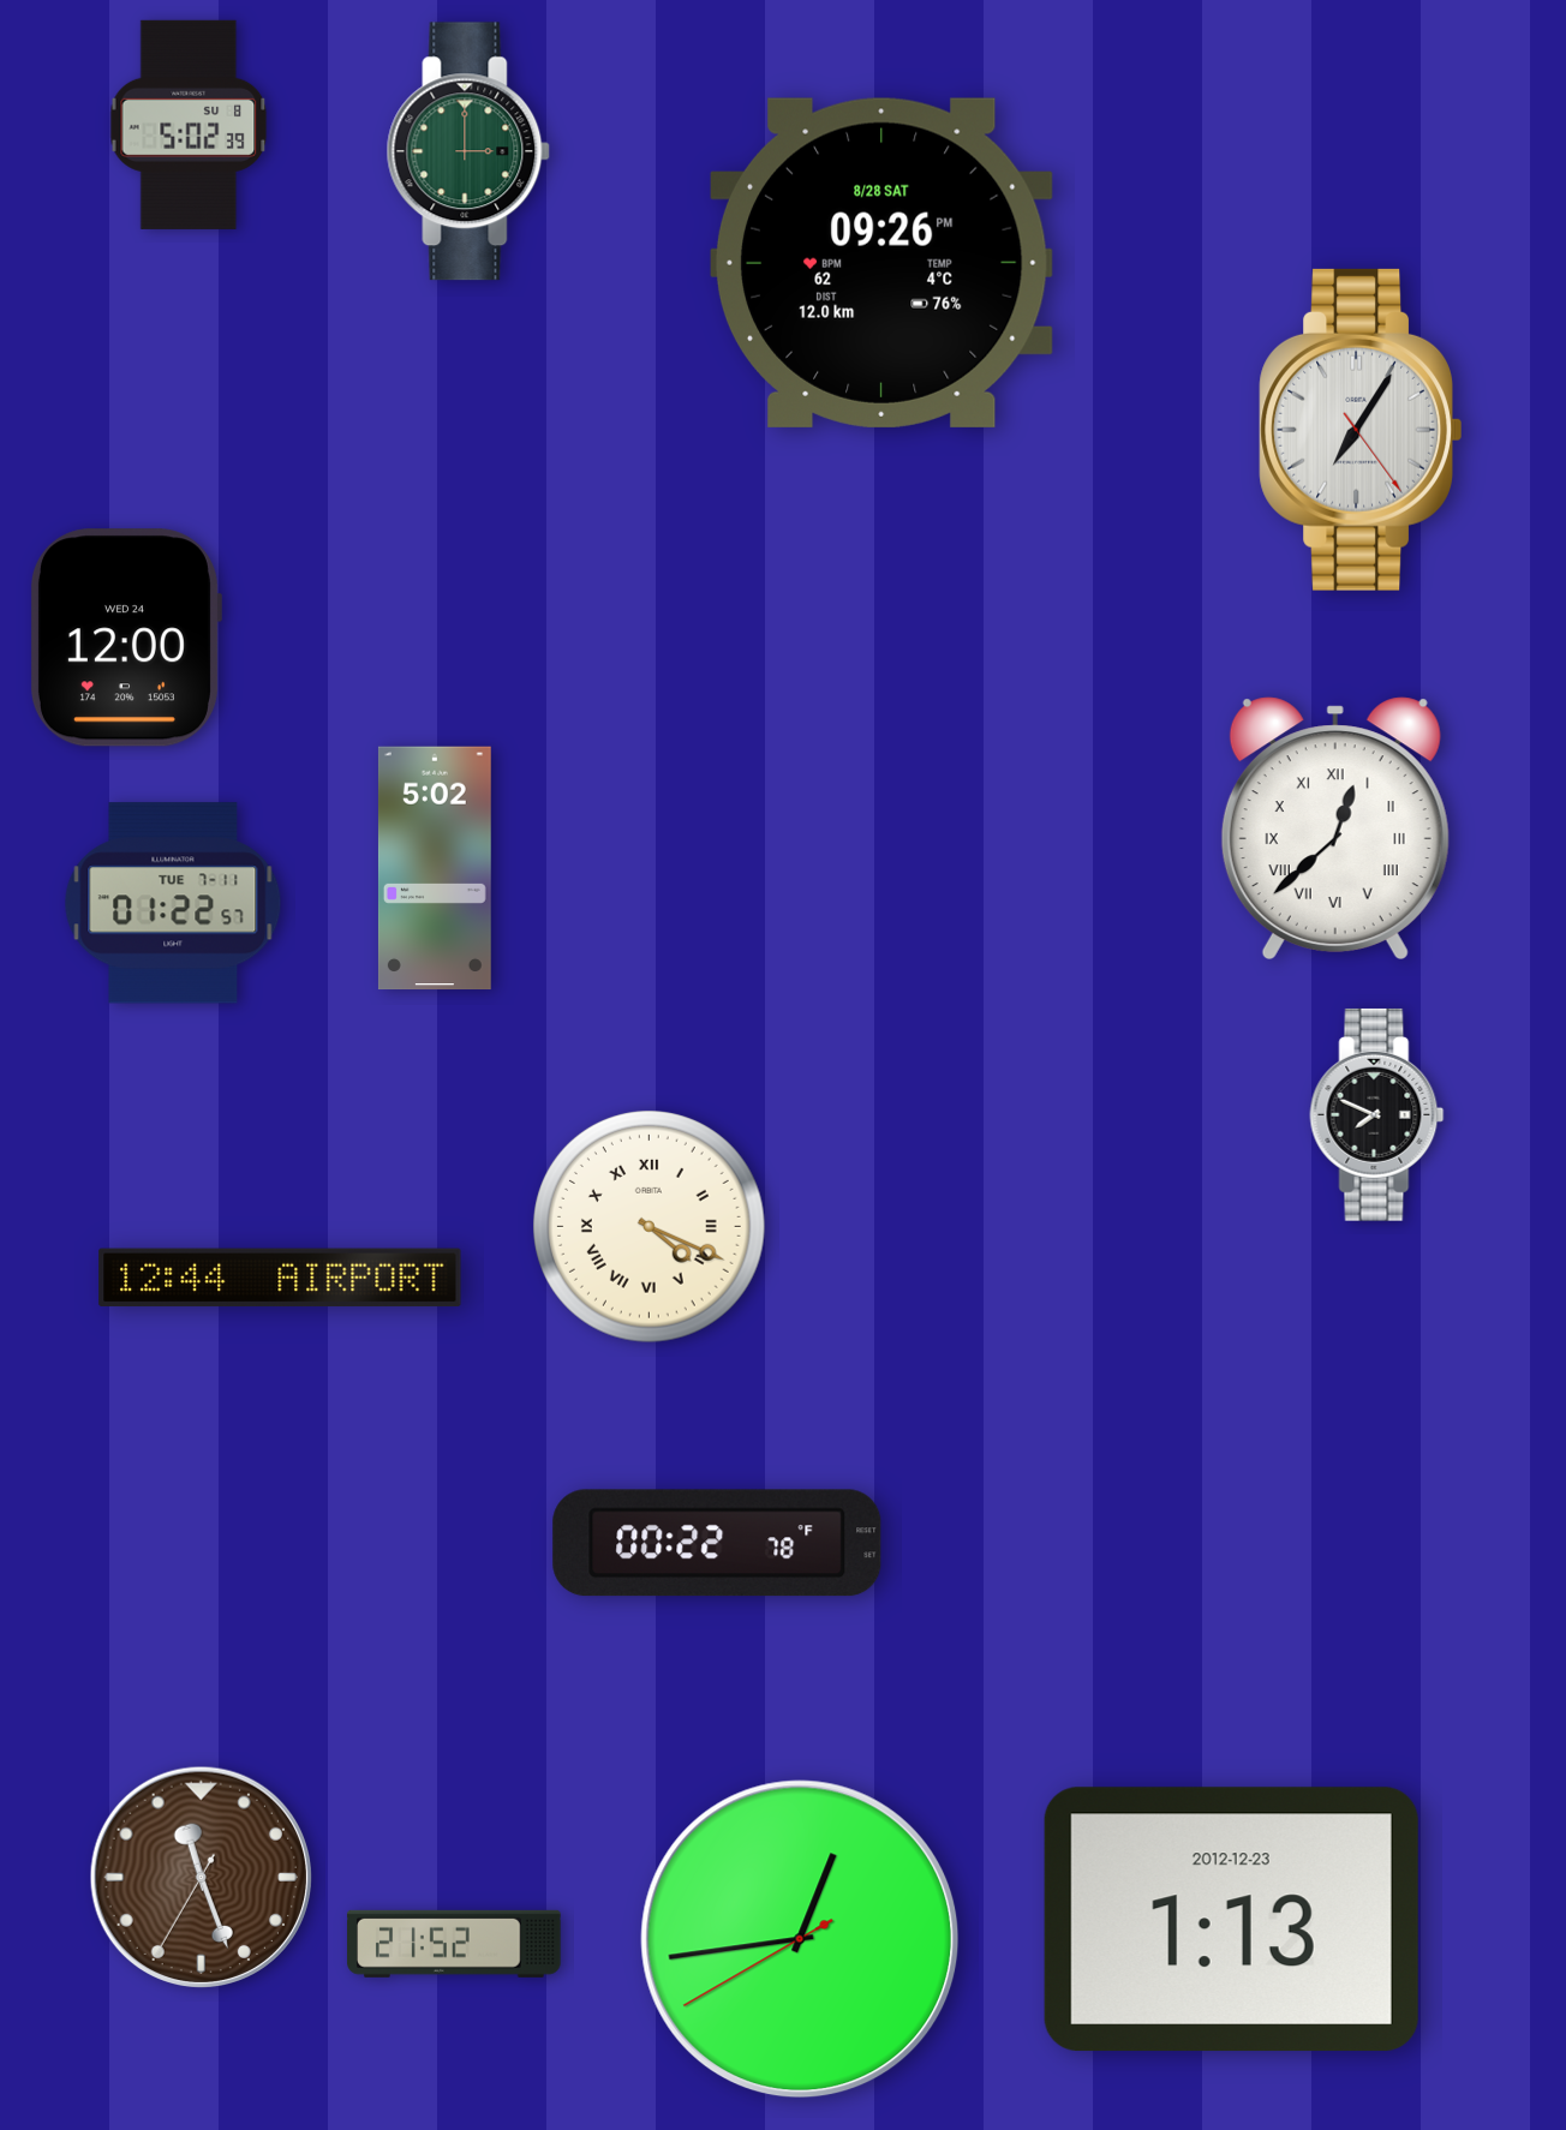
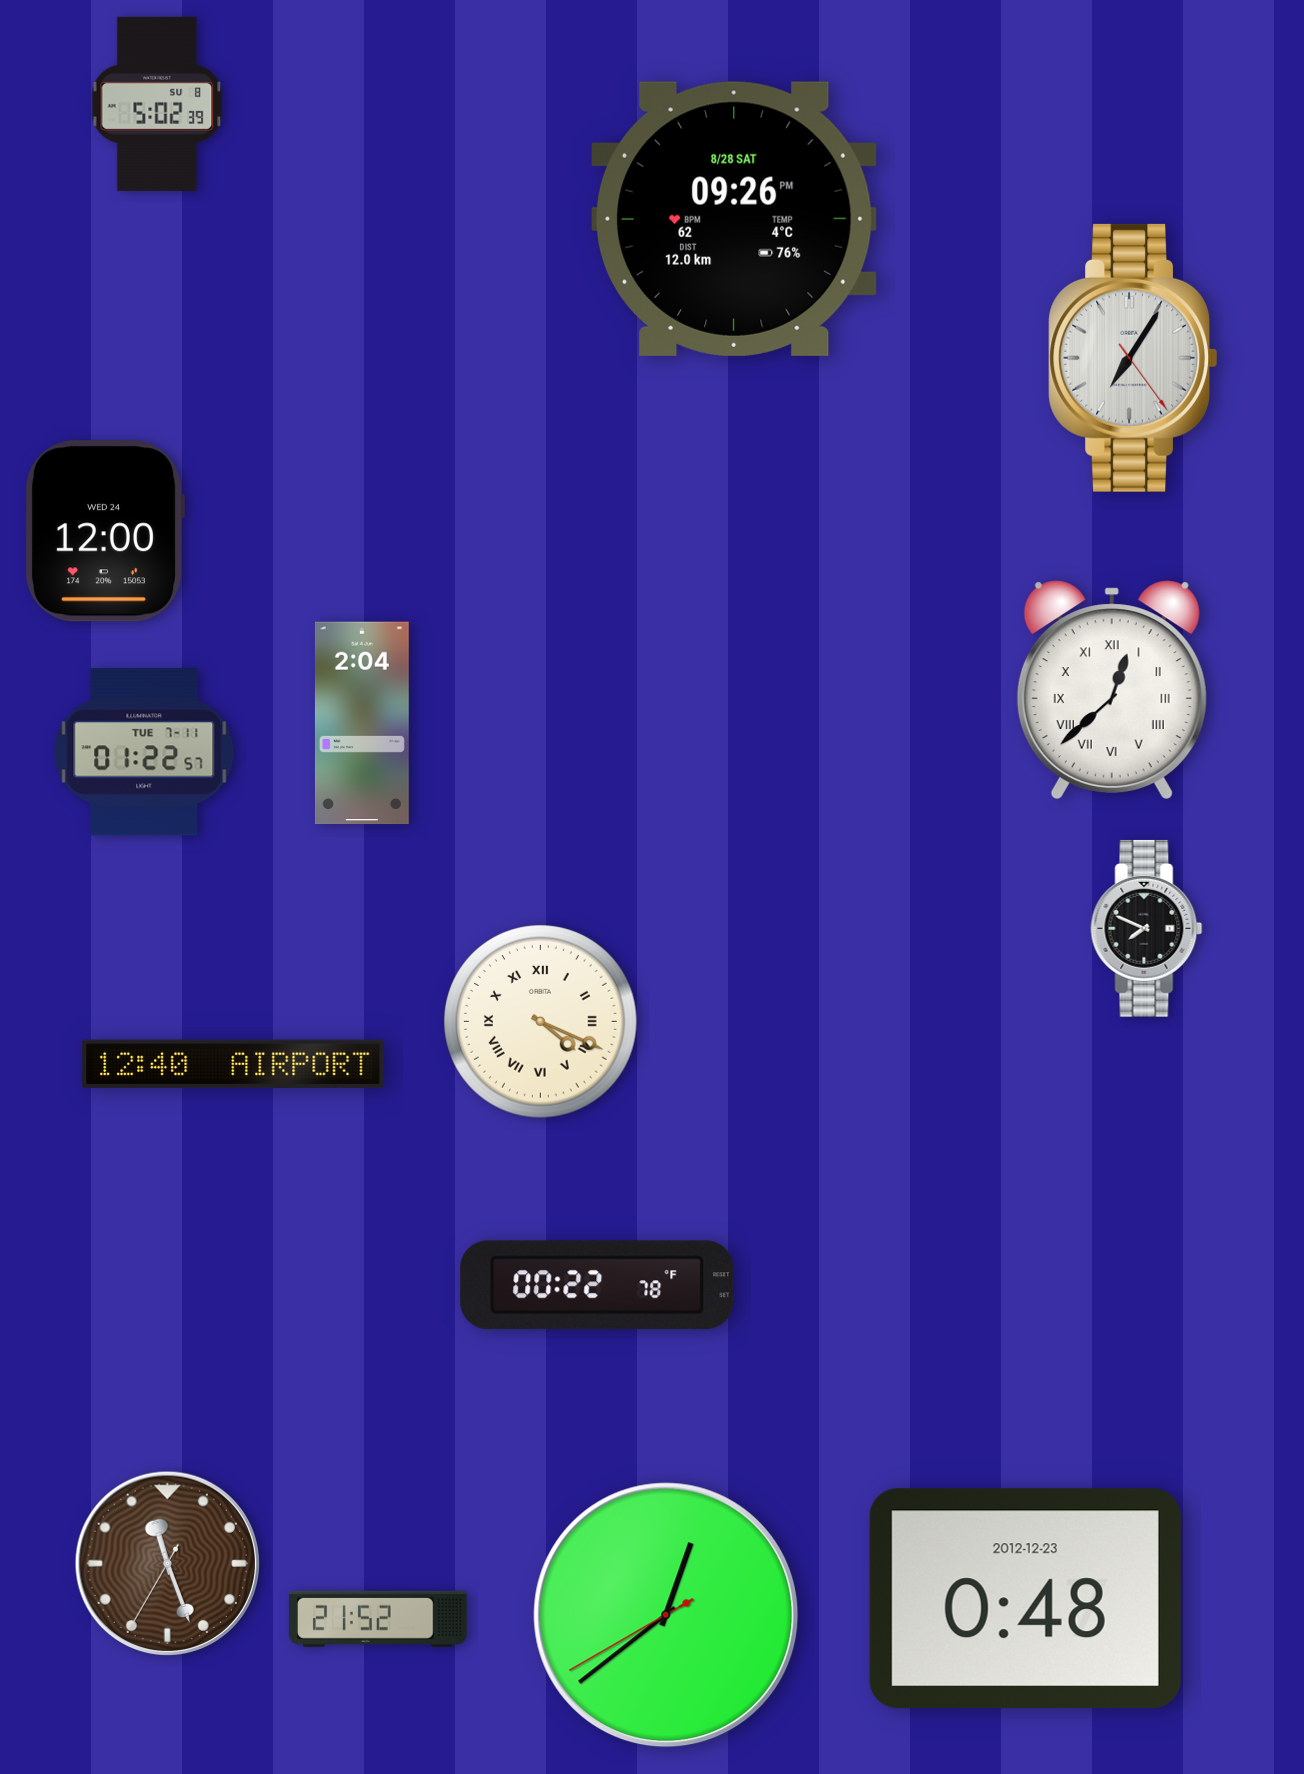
clock at (468, 151): 3:00 -> none
clock at (435, 868): 5:02 -> 2:04
clock at (280, 1278): 12:44 -> 12:40
clock at (1231, 1920): 1:13 -> 0:48
clock at (800, 1939): 12:43 -> 12:38
